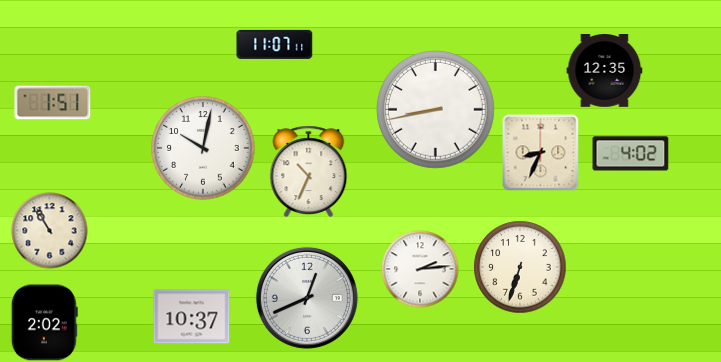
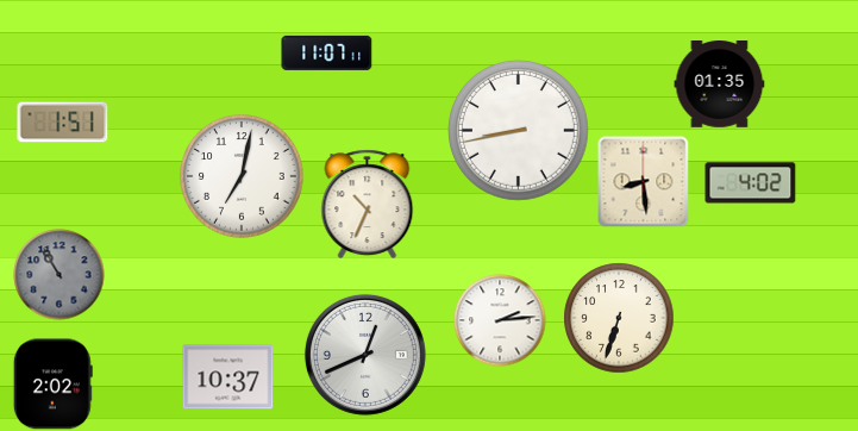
clock at (605, 71): 12:35 -> 01:35
clock at (203, 148): 10:02 -> 7:02
clock at (541, 153): 8:34 -> 8:29
clock at (50, 231) dial: cream -> grey
